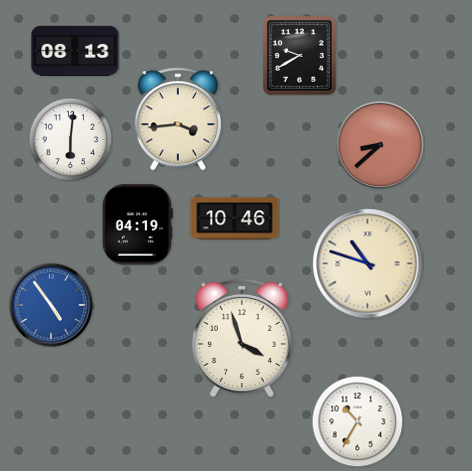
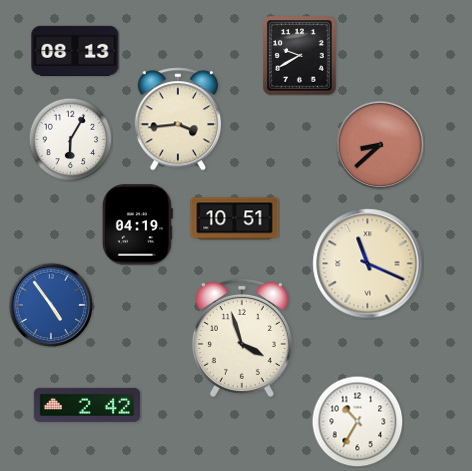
clock at (70, 139): 6:01 -> 6:05
clock at (235, 219): 10:46 -> 10:51
clock at (368, 264): 10:48 -> 11:19
clock at (87, 405): none -> 2:42
